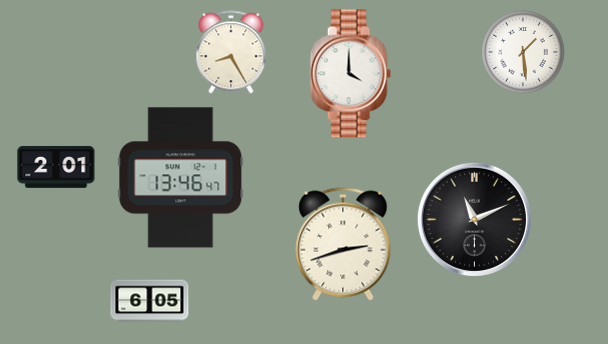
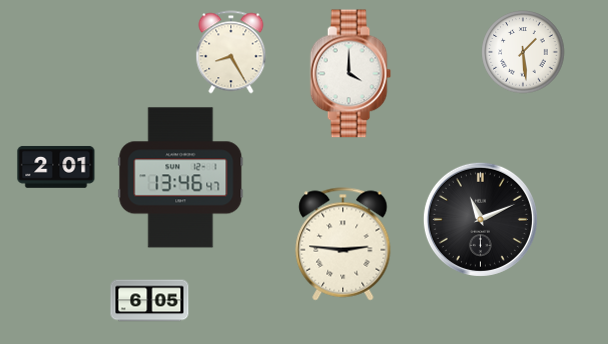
clock at (474, 219) position: (474, 219) -> (480, 219)
clock at (343, 244): 2:42 -> 2:46
